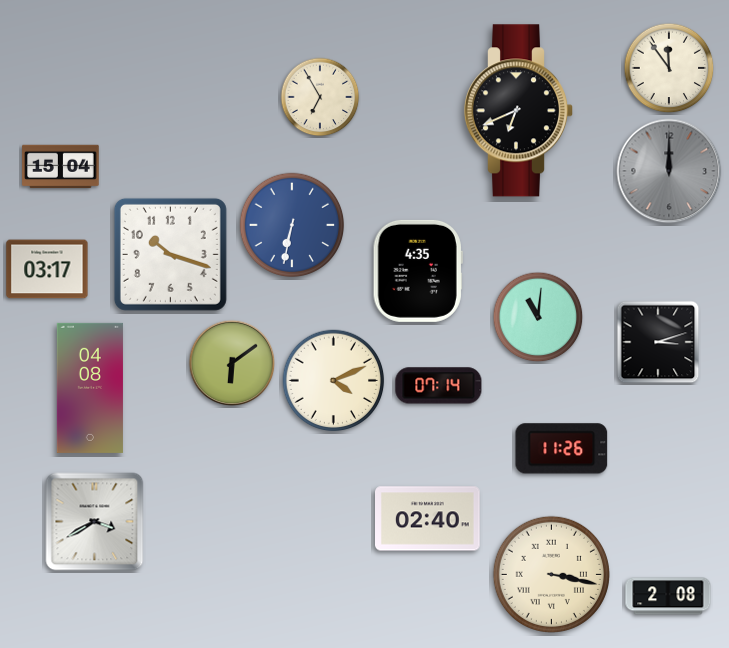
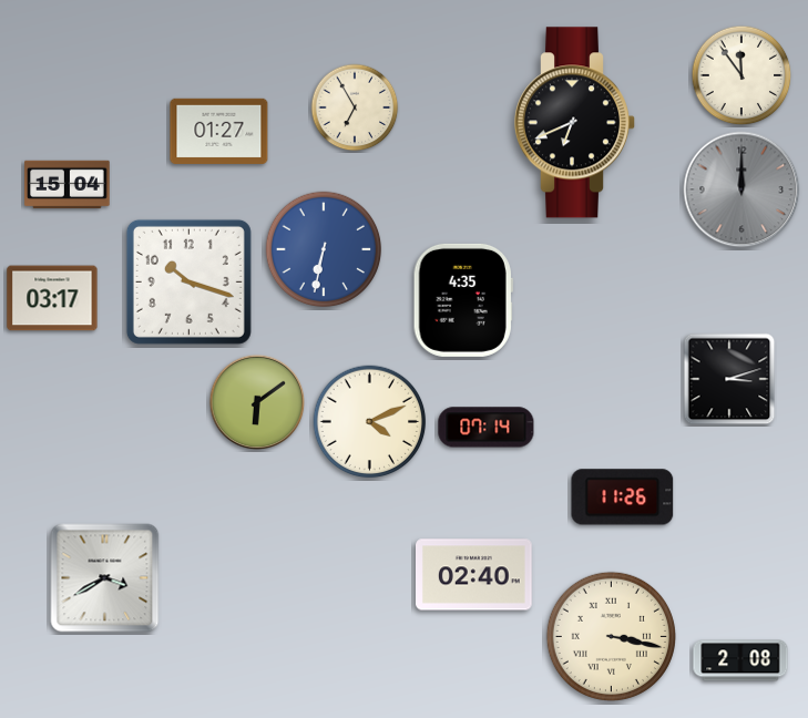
clock at (219, 131): none -> 01:27
clock at (538, 317): 11:01 -> none
clock at (90, 388): 04:08 -> none
